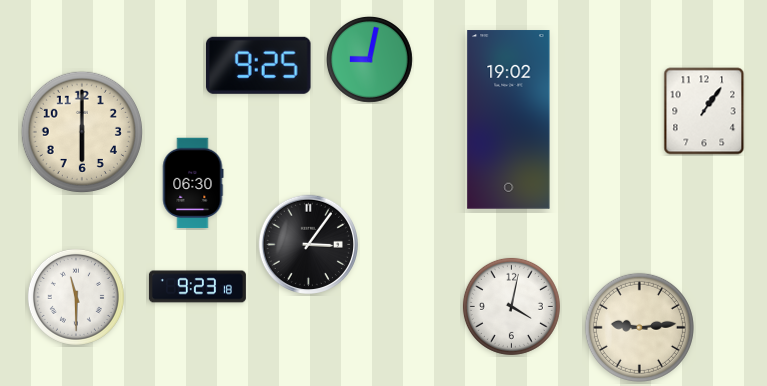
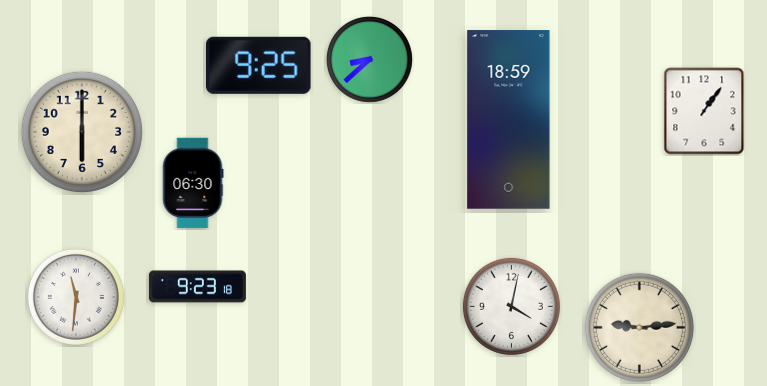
clock at (369, 59): 9:02 -> 8:38
clock at (509, 120): 19:02 -> 18:59
clock at (308, 244): 3:06 -> none
clock at (76, 297): 11:30 -> 11:31
